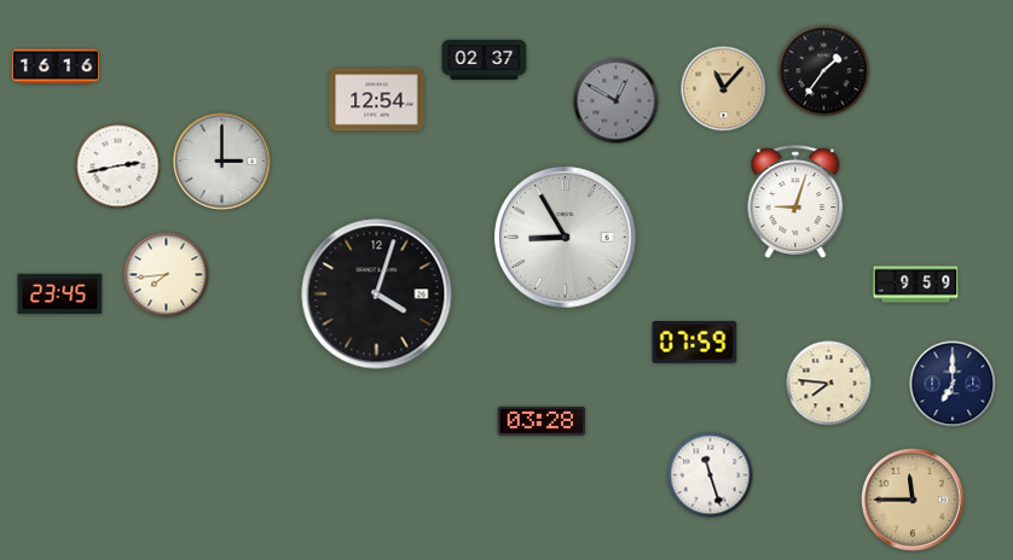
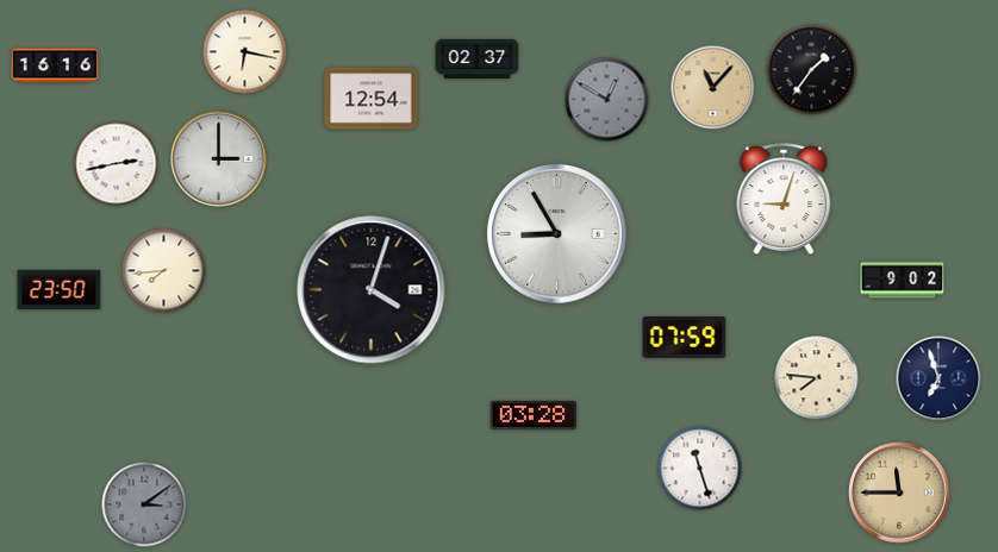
clock at (245, 52): none -> 6:17
clock at (916, 285): 9:59 -> 9:02
clock at (60, 293): 23:45 -> 23:50
clock at (953, 384): 7:00 -> 6:57
clock at (144, 504): none -> 3:09
